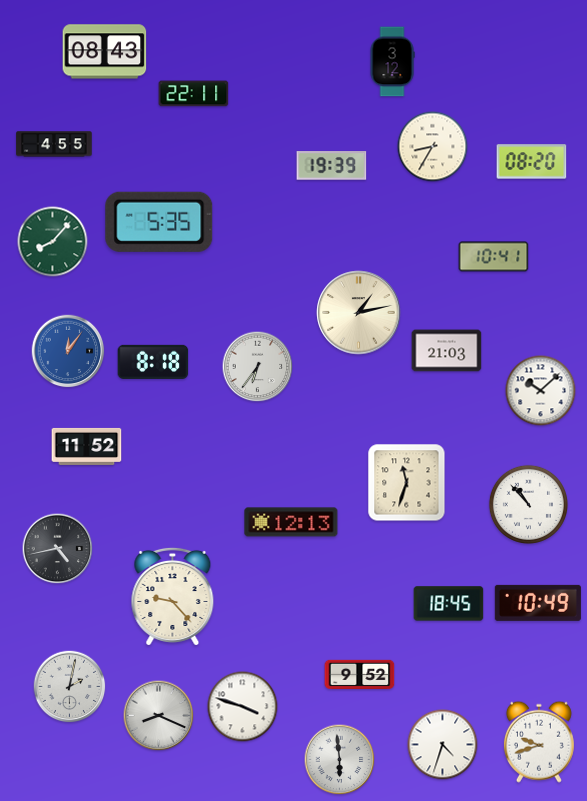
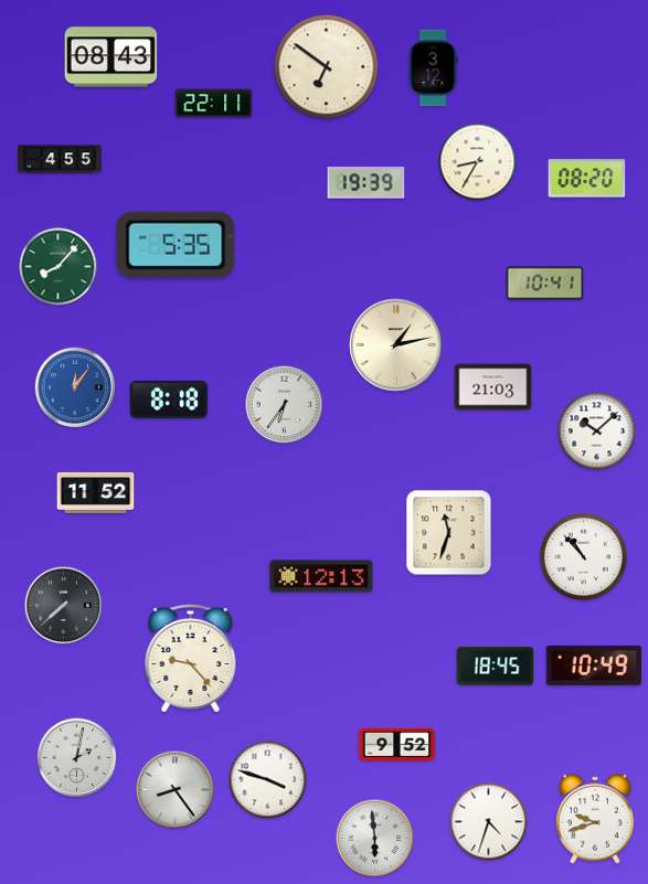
clock at (105, 52) position: (105, 52) -> (111, 57)
clock at (327, 67): none -> 6:51
clock at (58, 549): 4:43 -> 7:38
clock at (159, 716): 8:19 -> 8:24
